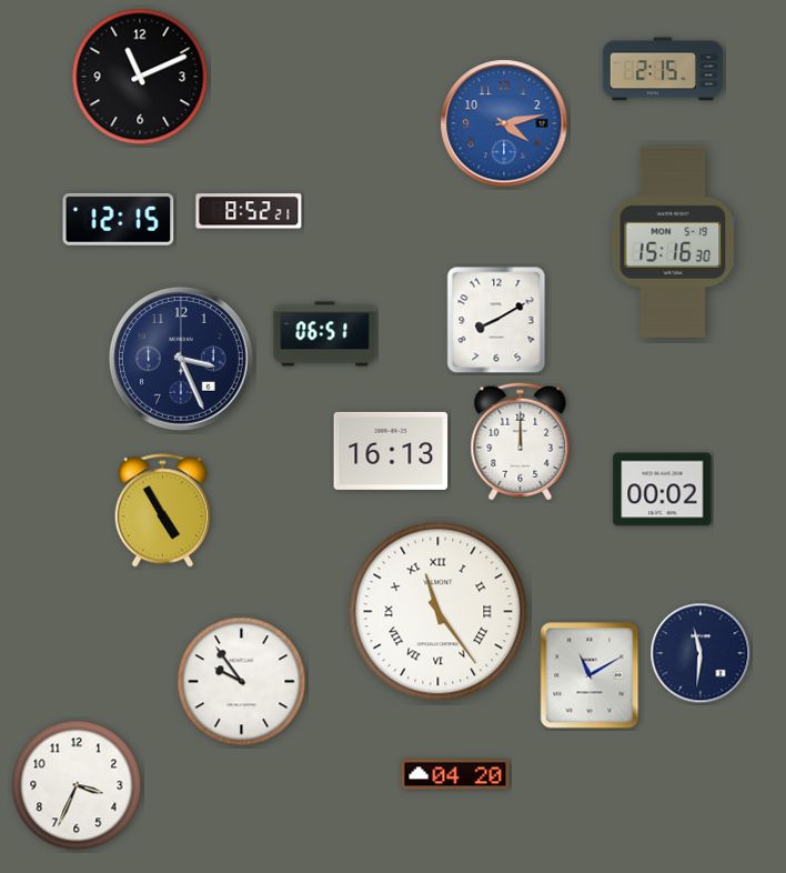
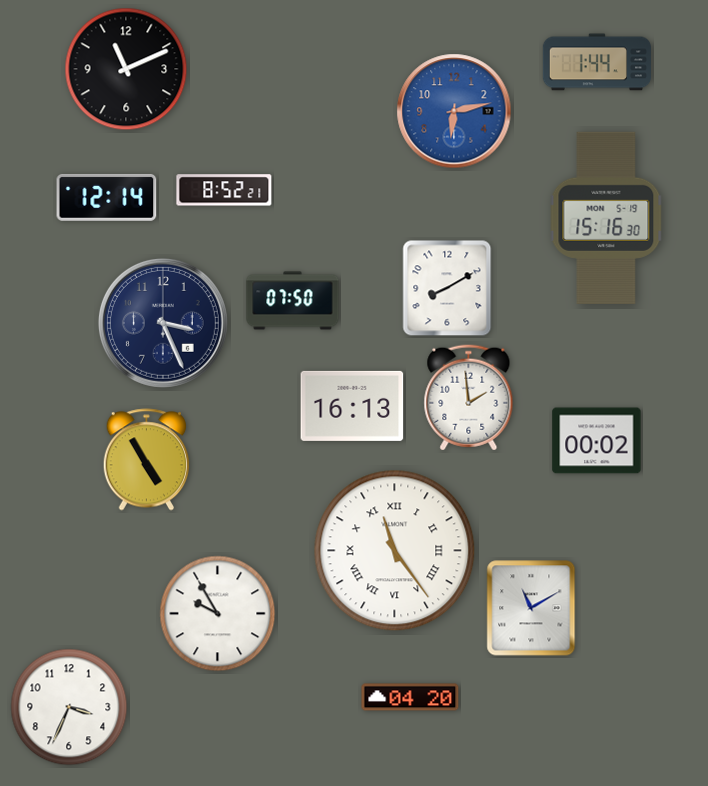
clock at (662, 69): 2:15 -> 1:44
clock at (504, 123): 4:13 -> 6:13
clock at (119, 219): 12:15 -> 12:14
clock at (325, 334): 06:51 -> 07:50
clock at (521, 442): 12:00 -> 1:59
clock at (701, 653): 11:31 -> none
clock at (242, 682): 9:54 -> 9:55
